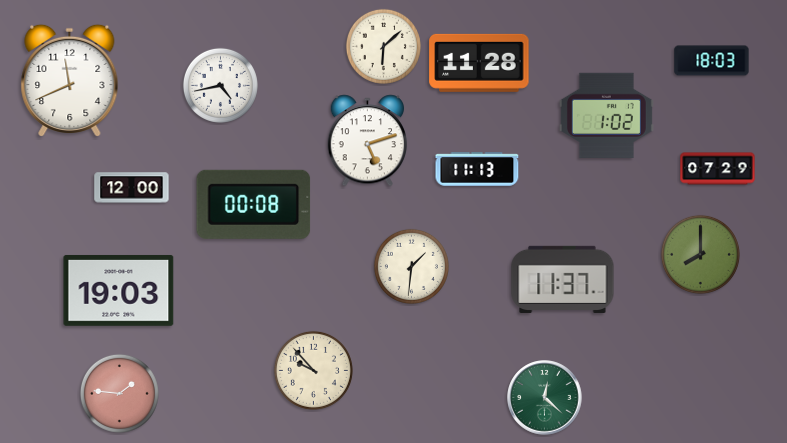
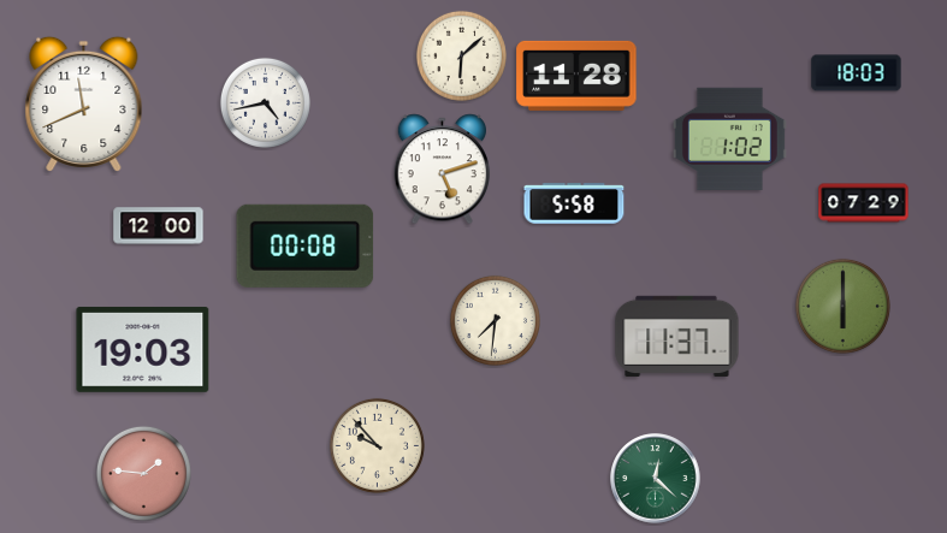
clock at (70, 81) position: (70, 81) -> (84, 105)
clock at (477, 169): 11:13 -> 5:58
clock at (700, 254): 8:00 -> 6:00
clock at (411, 266): 1:31 -> 7:31
